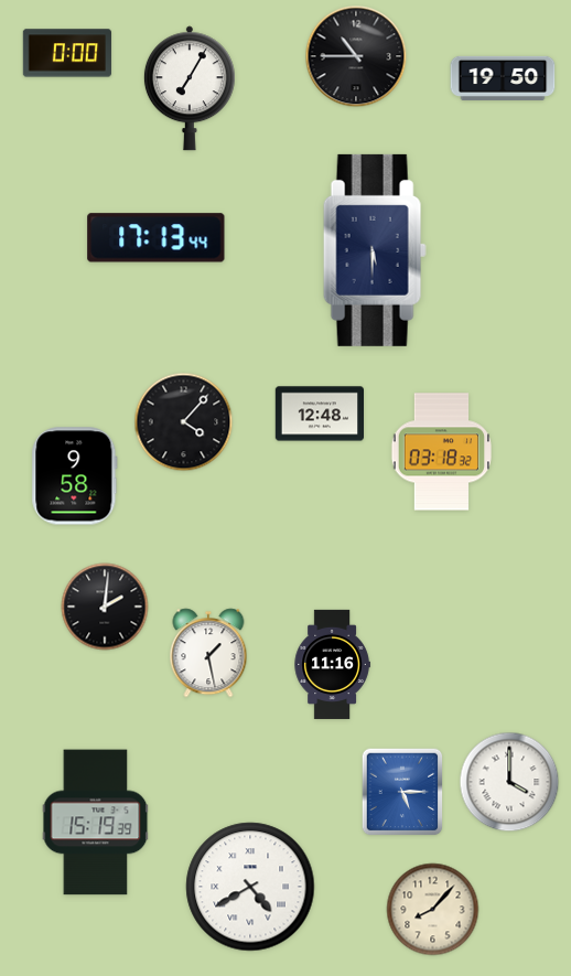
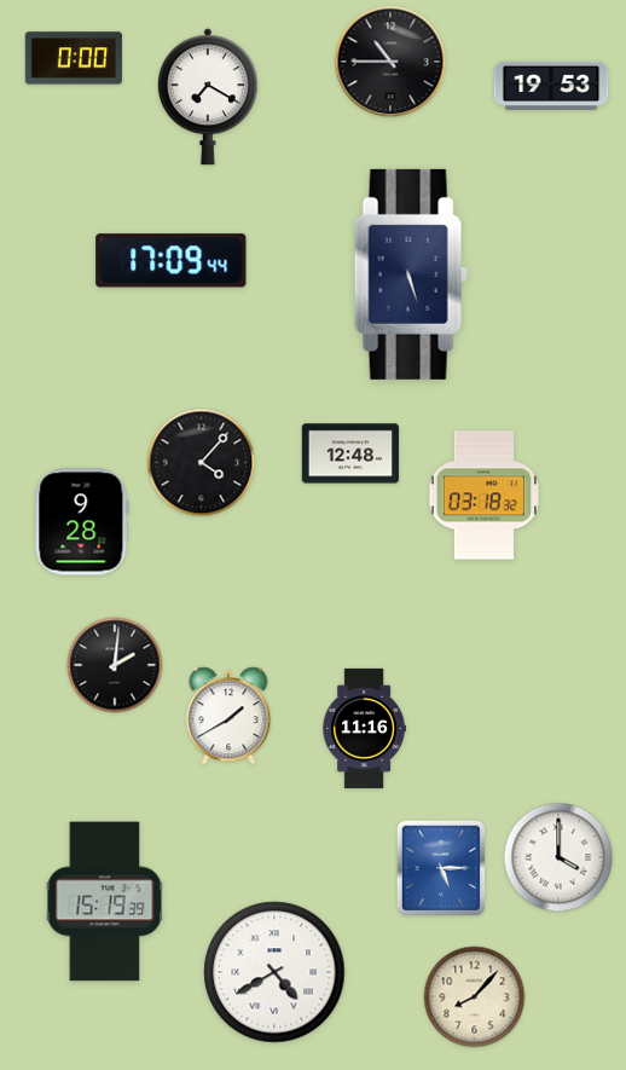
clock at (503, 78): 19:50 -> 19:53
clock at (190, 88): 7:05 -> 7:20
clock at (157, 238): 17:13 -> 17:09
clock at (375, 250): 5:30 -> 5:27
clock at (75, 476): 9:58 -> 9:28
clock at (208, 653): 1:28 -> 1:40
